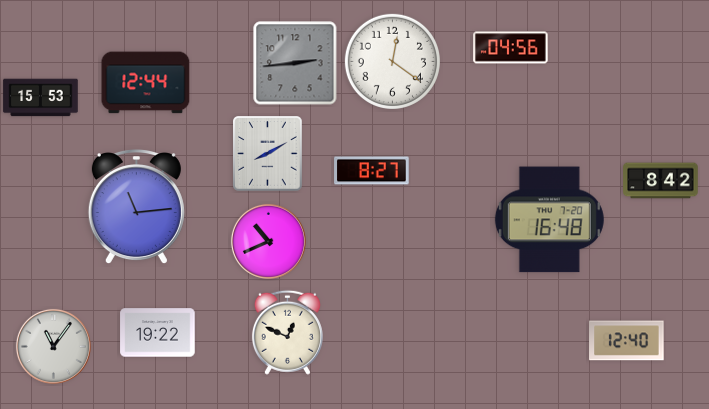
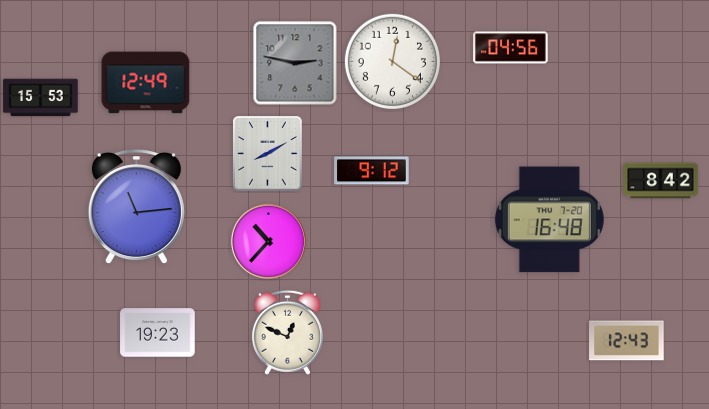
clock at (295, 63): 2:44 -> 2:47
clock at (146, 83): 12:44 -> 12:49
clock at (372, 171): 8:27 -> 9:12
clock at (268, 241): 10:41 -> 10:37
clock at (158, 333): 19:22 -> 19:23
clock at (627, 341): 12:40 -> 12:43
clock at (53, 346): 11:06 -> none
